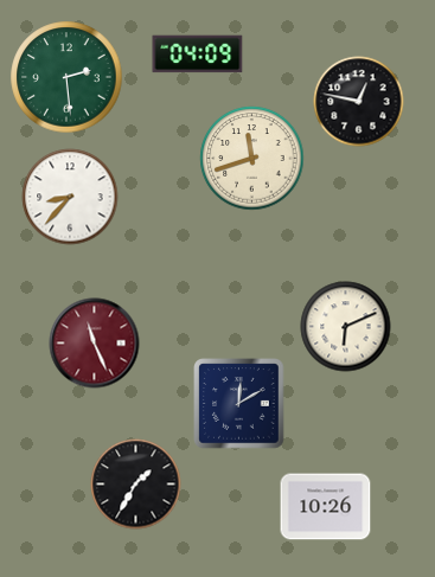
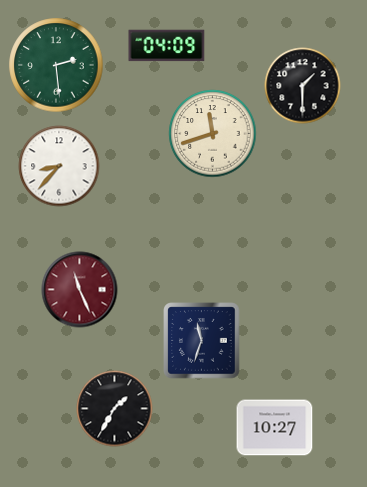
clock at (359, 102): 12:47 -> 1:30
clock at (346, 327): 6:11 -> none
clock at (239, 404): 12:10 -> 11:33
clock at (326, 507): 10:26 -> 10:27
